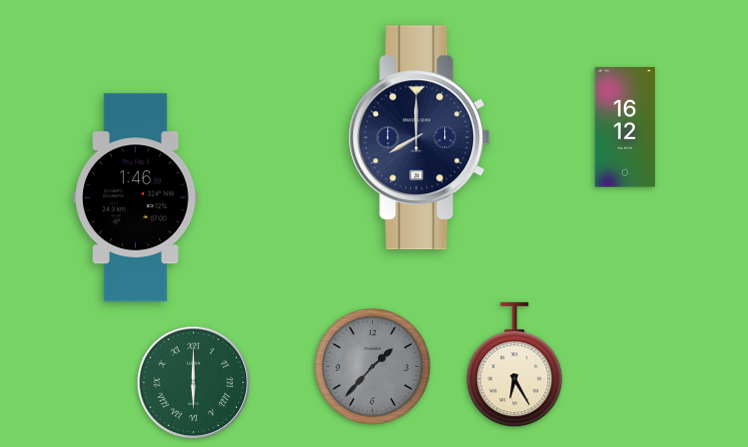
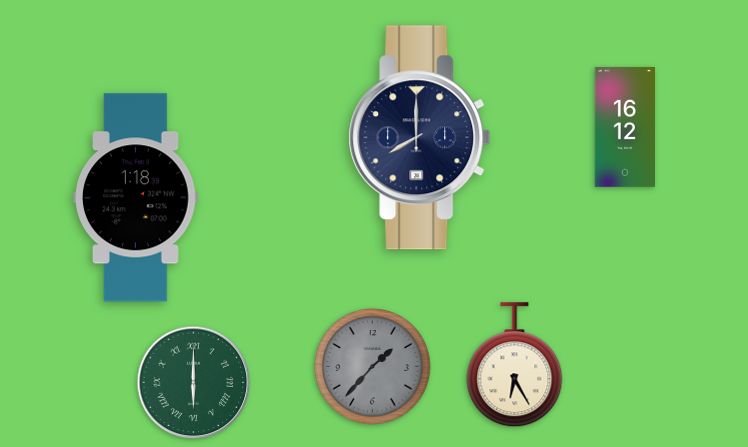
clock at (136, 198): 1:46 -> 1:18
